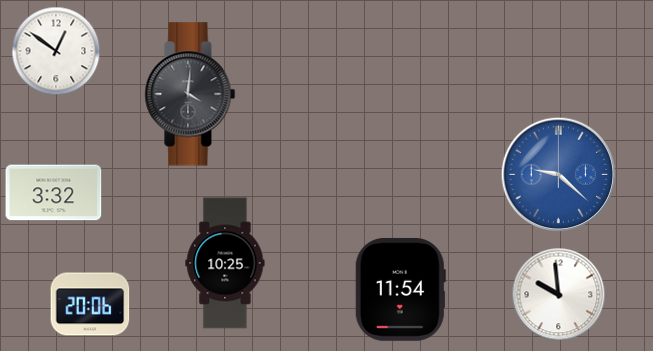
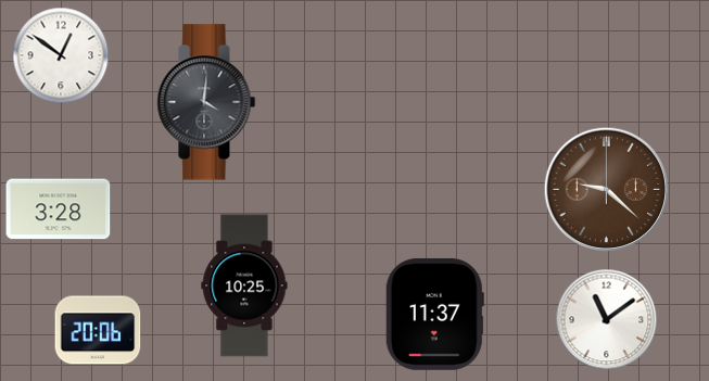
clock at (558, 174) dial: blue -> brown
clock at (54, 193): 3:32 -> 3:28
clock at (400, 289): 11:54 -> 11:37
clock at (559, 295): 9:59 -> 11:09
